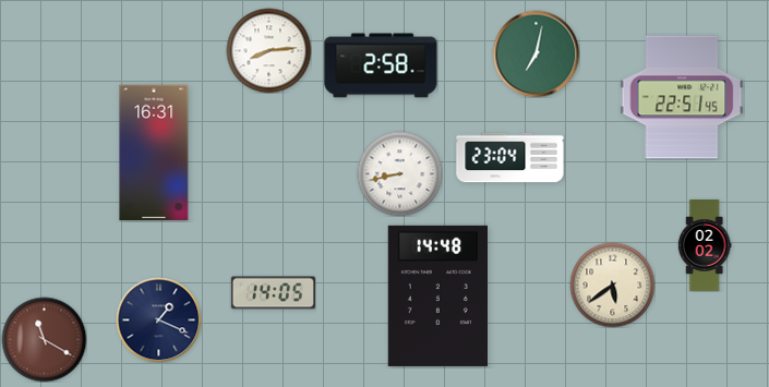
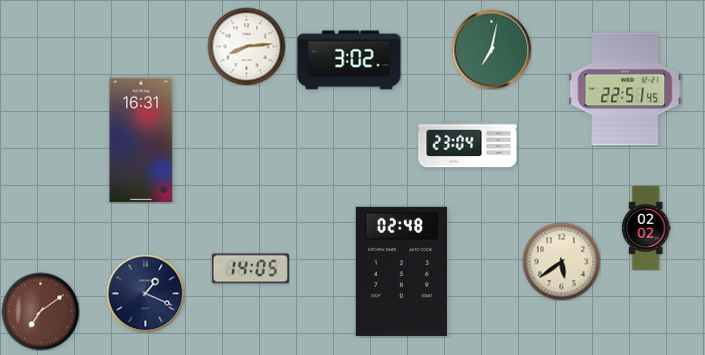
clock at (381, 65): 2:58 -> 3:02
clock at (399, 173): 8:43 -> none
clock at (705, 246) position: (705, 246) -> (646, 229)
clock at (437, 295): 14:48 -> 02:48
clock at (44, 339): 11:20 -> 7:09
